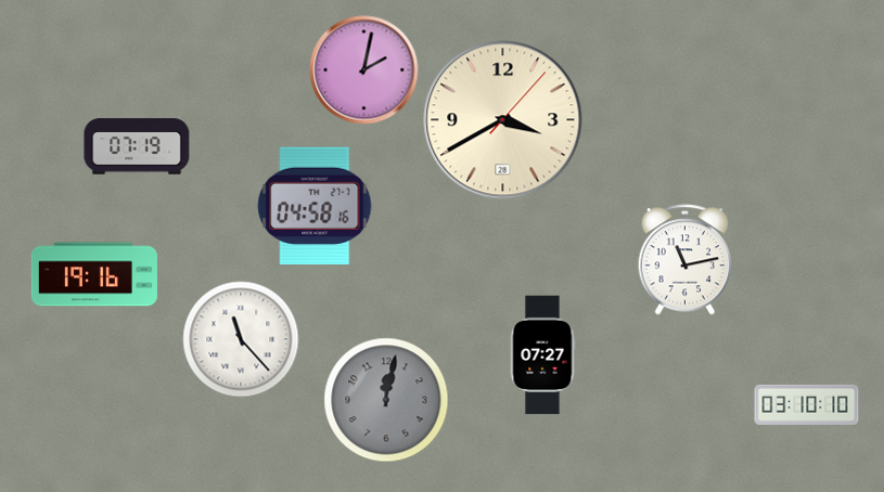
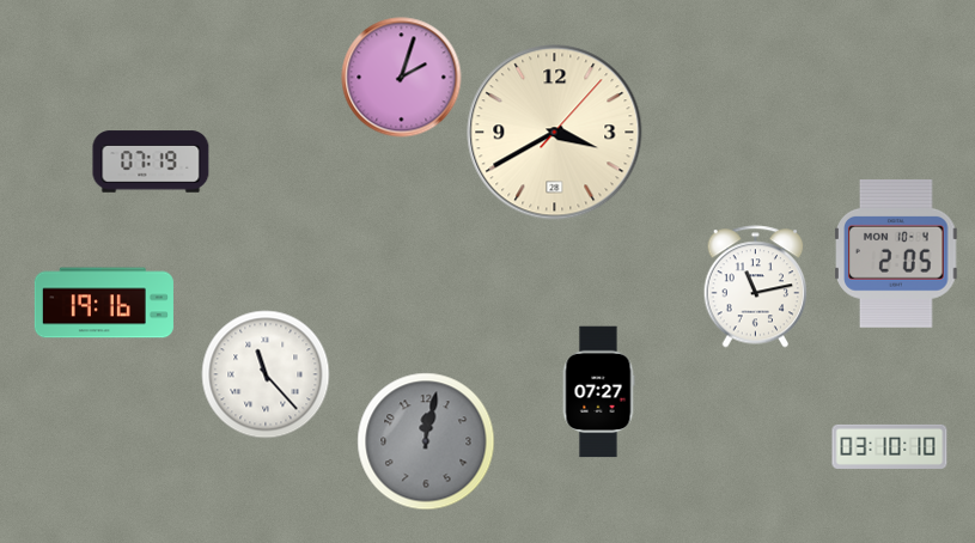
clock at (364, 70): 2:02 -> 2:03
clock at (315, 206): 04:58 -> none
clock at (896, 254): none -> 2:05
